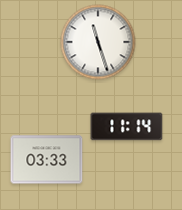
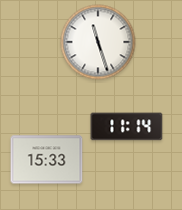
clock at (47, 160): 03:33 -> 15:33
